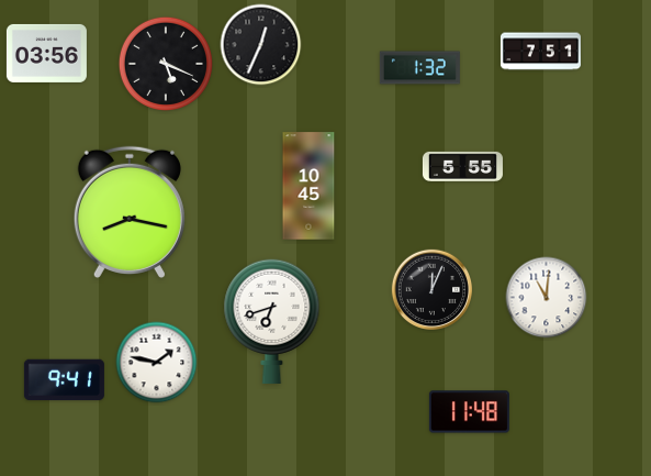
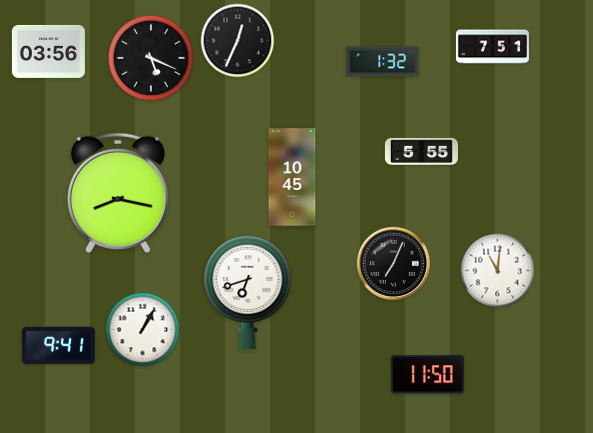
clock at (46, 53) position: (46, 53) -> (48, 51)
clock at (308, 186) position: (308, 186) -> (292, 177)
clock at (431, 289): 12:04 -> 7:04
clock at (157, 363): 1:47 -> 1:05
clock at (469, 412): 11:48 -> 11:50
